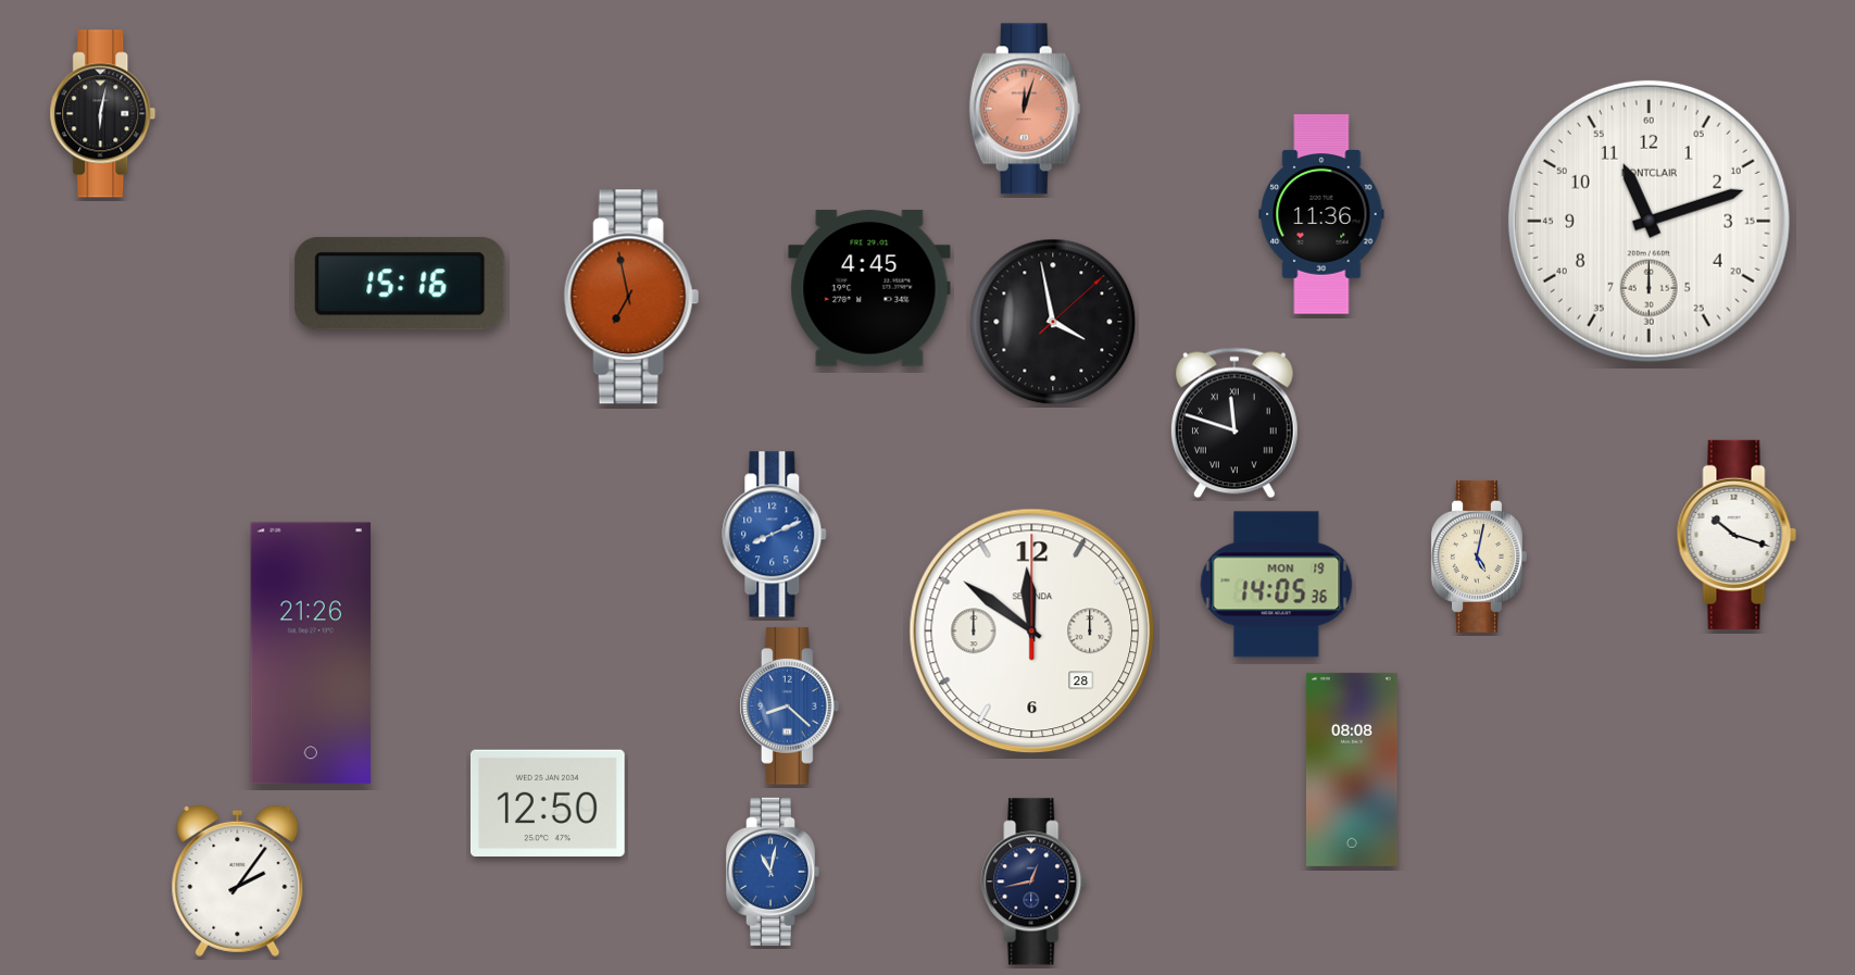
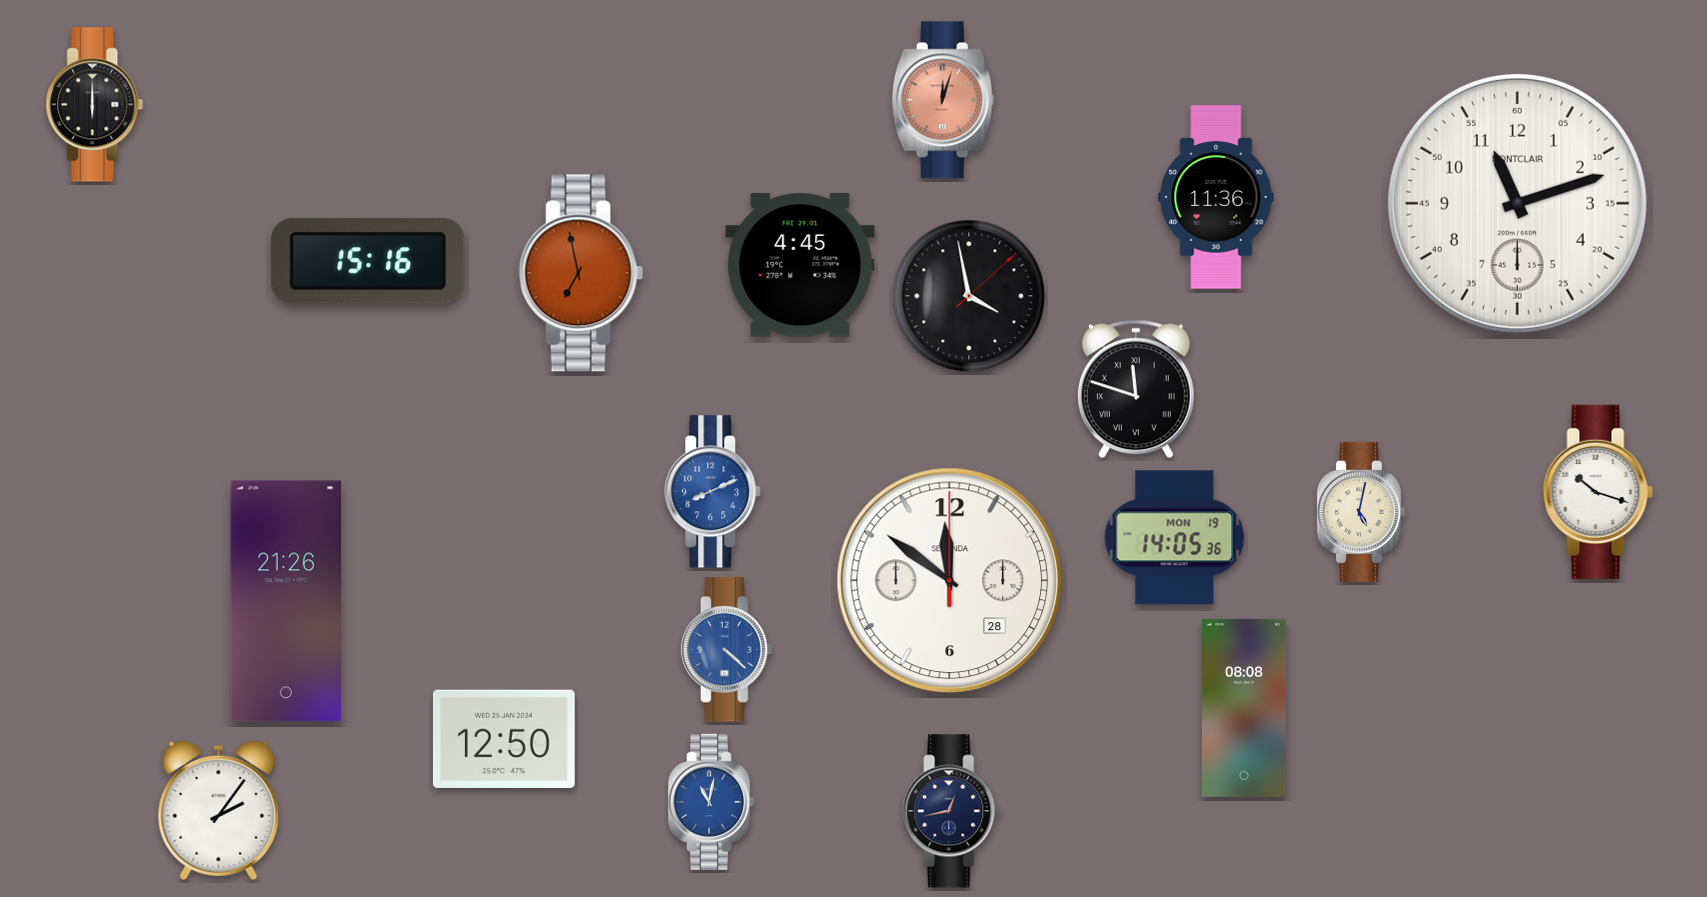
clock at (103, 114): 6:02 -> 6:00
clock at (790, 707): 8:22 -> 4:22
